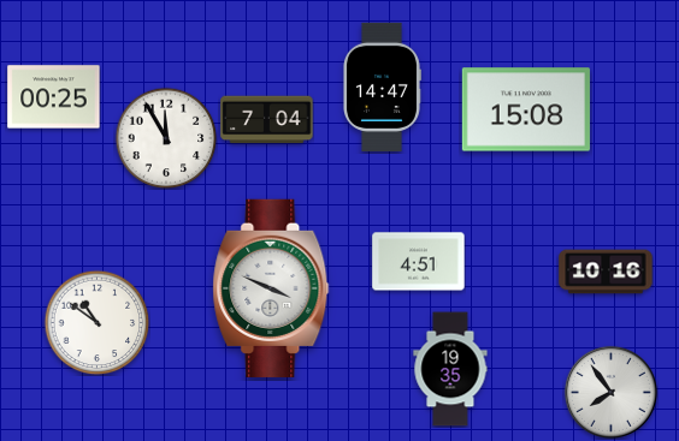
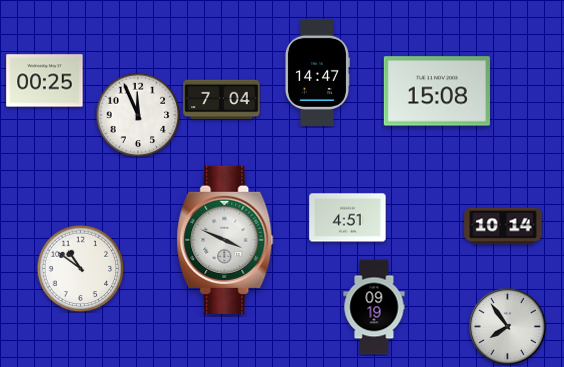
clock at (166, 138): 11:55 -> 11:56
clock at (606, 272): 10:16 -> 10:14
clock at (450, 369): 19:35 -> 09:19
